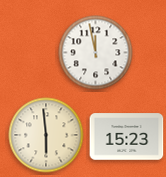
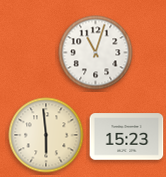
clock at (96, 53): 11:58 -> 11:03
